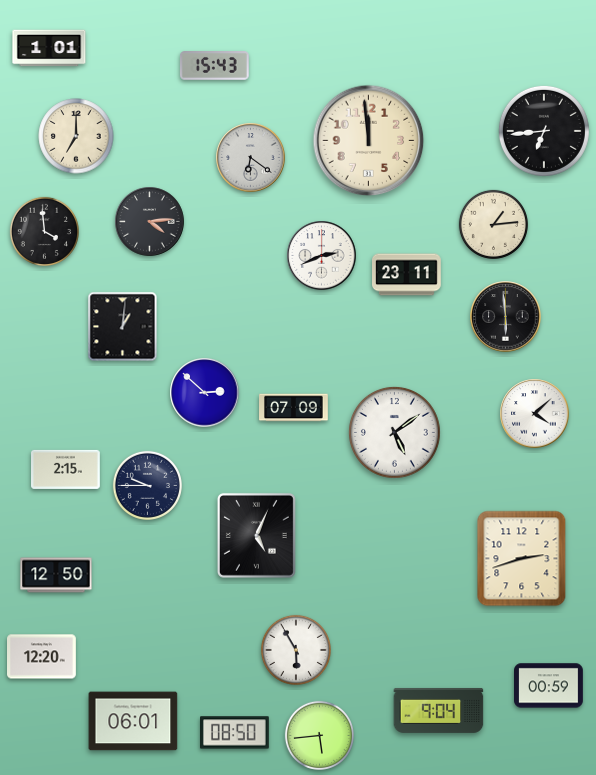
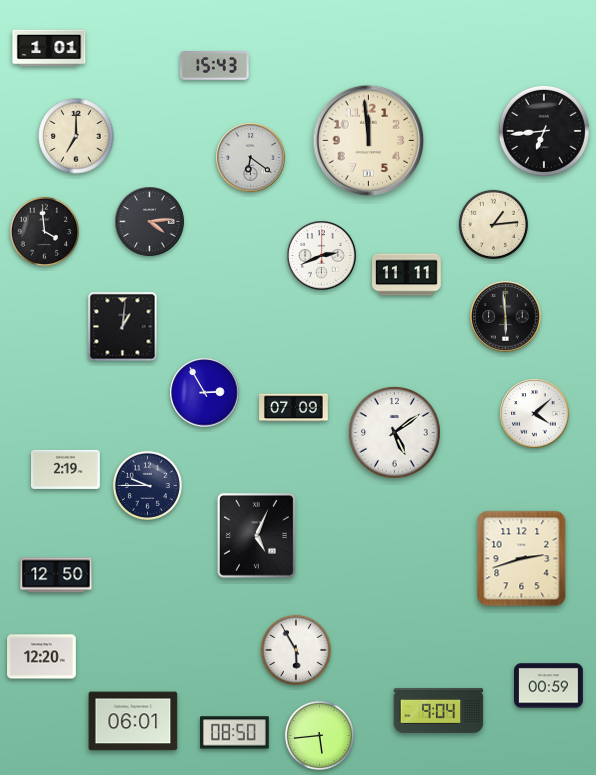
clock at (407, 275): 23:11 -> 11:11
clock at (205, 393): 2:52 -> 2:55
clock at (66, 469): 2:15 -> 2:19
